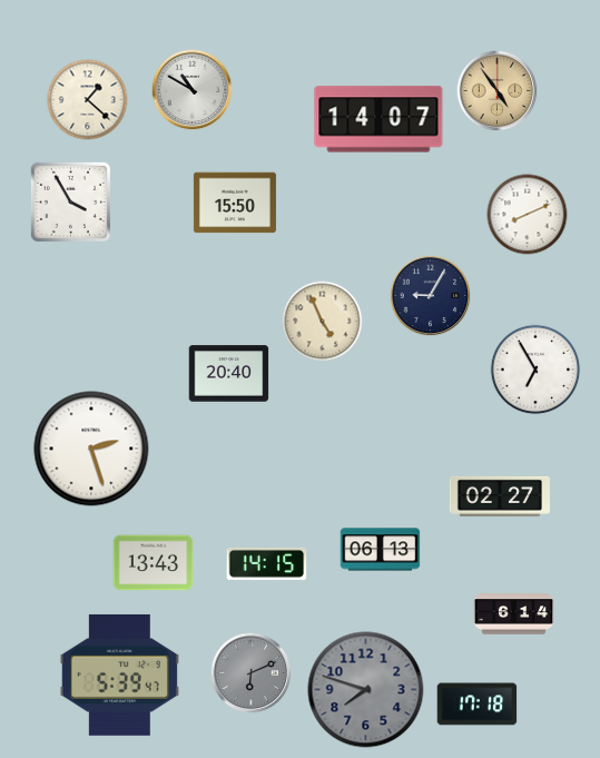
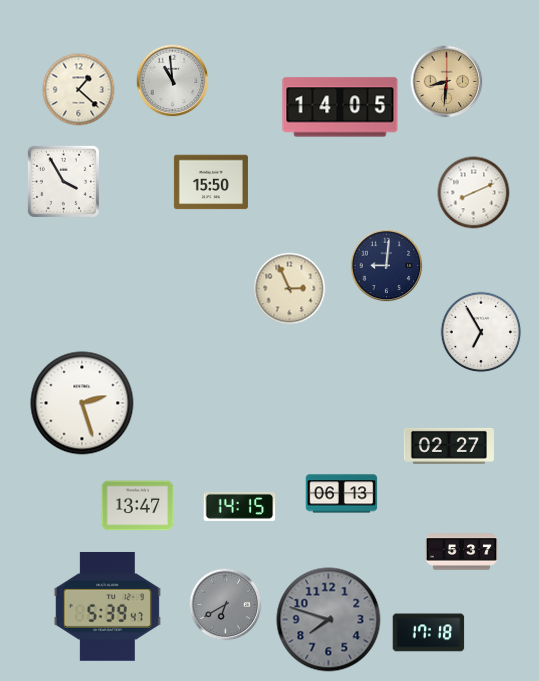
clock at (193, 90): 10:50 -> 10:59
clock at (498, 91): 4:54 -> 8:31
clock at (378, 119): 14:07 -> 14:05
clock at (431, 296): 9:05 -> 9:01
clock at (323, 322): 4:56 -> 2:56
clock at (229, 374): 20:40 -> none
clock at (154, 563): 13:43 -> 13:47
clock at (514, 614): 6:14 -> 5:37
clock at (252, 673): 6:11 -> 6:40
